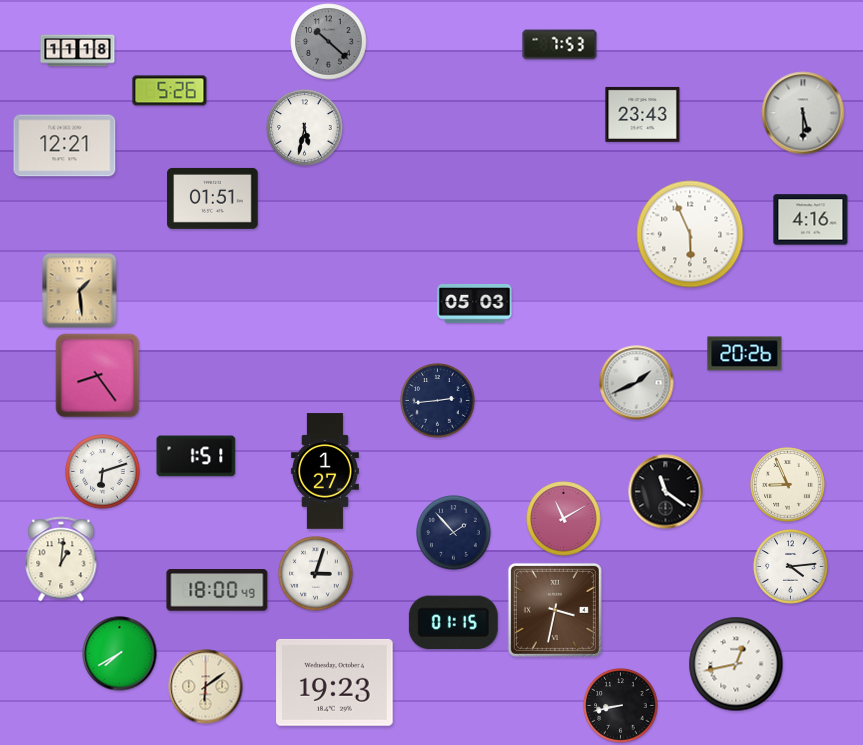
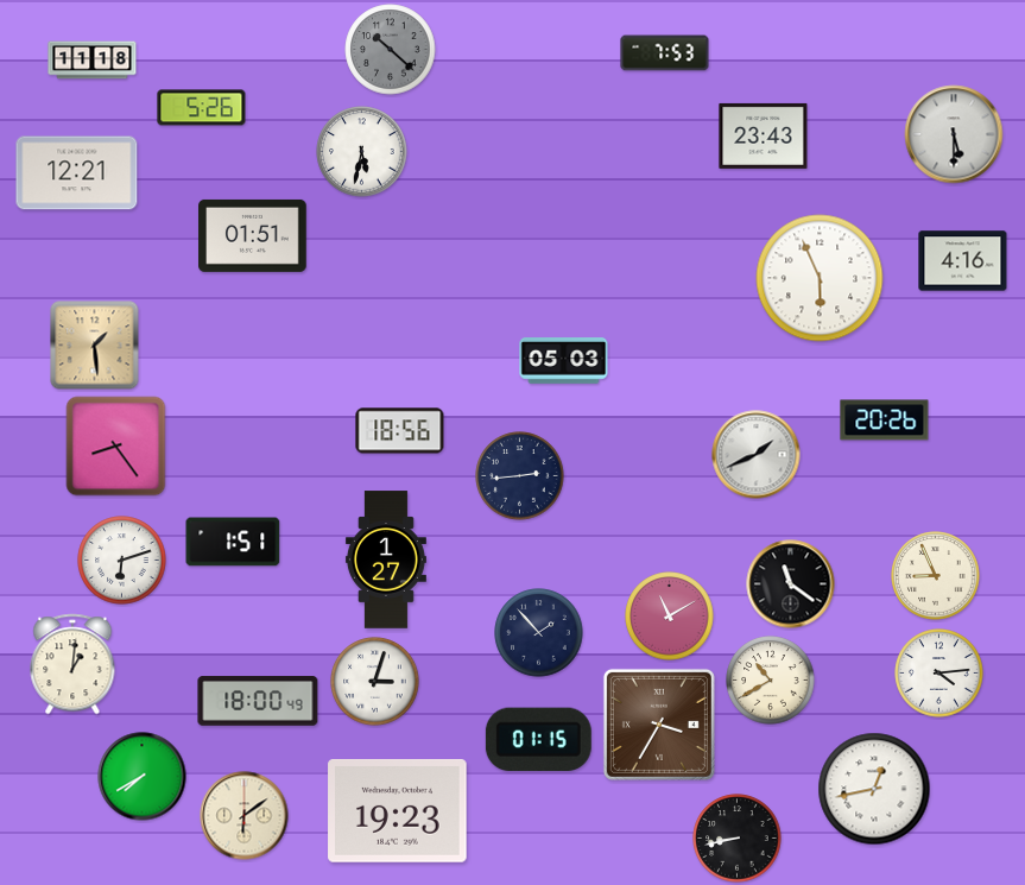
clock at (400, 431): none -> 18:56
clock at (771, 681): none -> 10:40
clock at (555, 610): 3:32 -> 3:35
